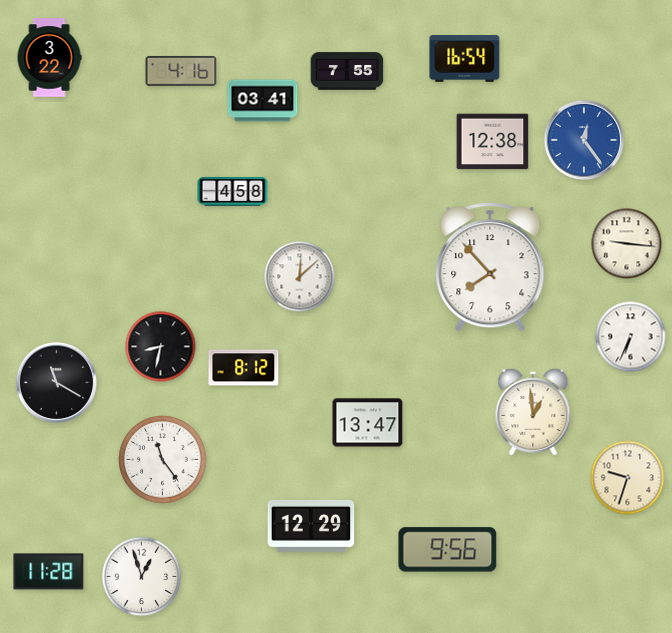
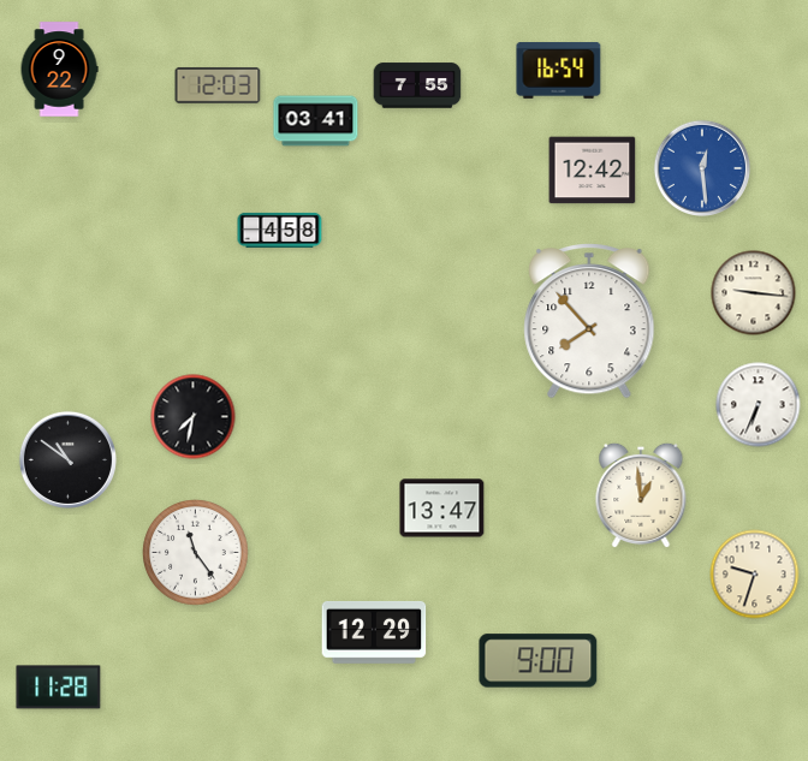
clock at (49, 58): 3:22 -> 9:22
clock at (181, 71): 4:16 -> 12:03
clock at (583, 139): 12:24 -> 12:29
clock at (493, 142): 12:38 -> 12:42
clock at (300, 277): 12:08 -> none
clock at (161, 347): 8:32 -> 7:32
clock at (244, 368): 8:12 -> none
clock at (56, 382): 11:20 -> 10:51
clock at (448, 550): 9:56 -> 9:00
clock at (142, 577): 12:57 -> none
